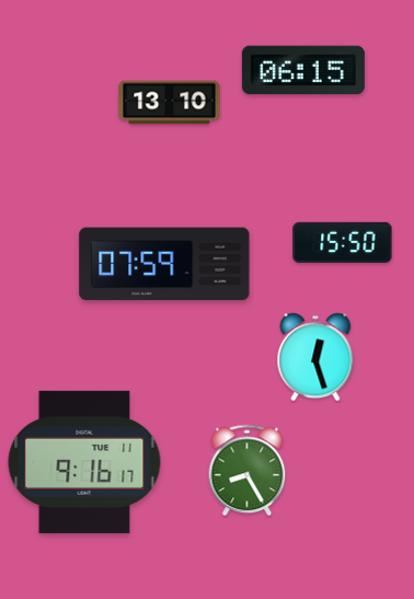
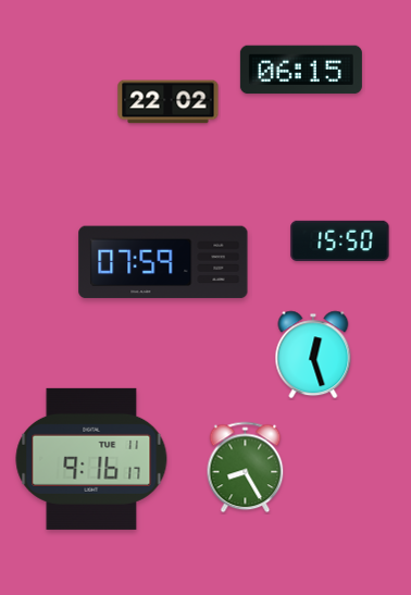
clock at (170, 103): 13:10 -> 22:02
clock at (84, 462) position: (84, 462) -> (91, 459)
